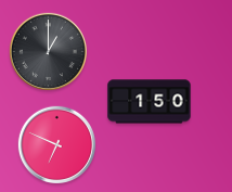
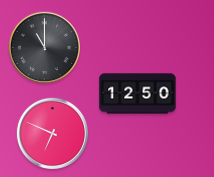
clock at (48, 51): 1:00 -> 11:00
clock at (150, 102): 1:50 -> 12:50
